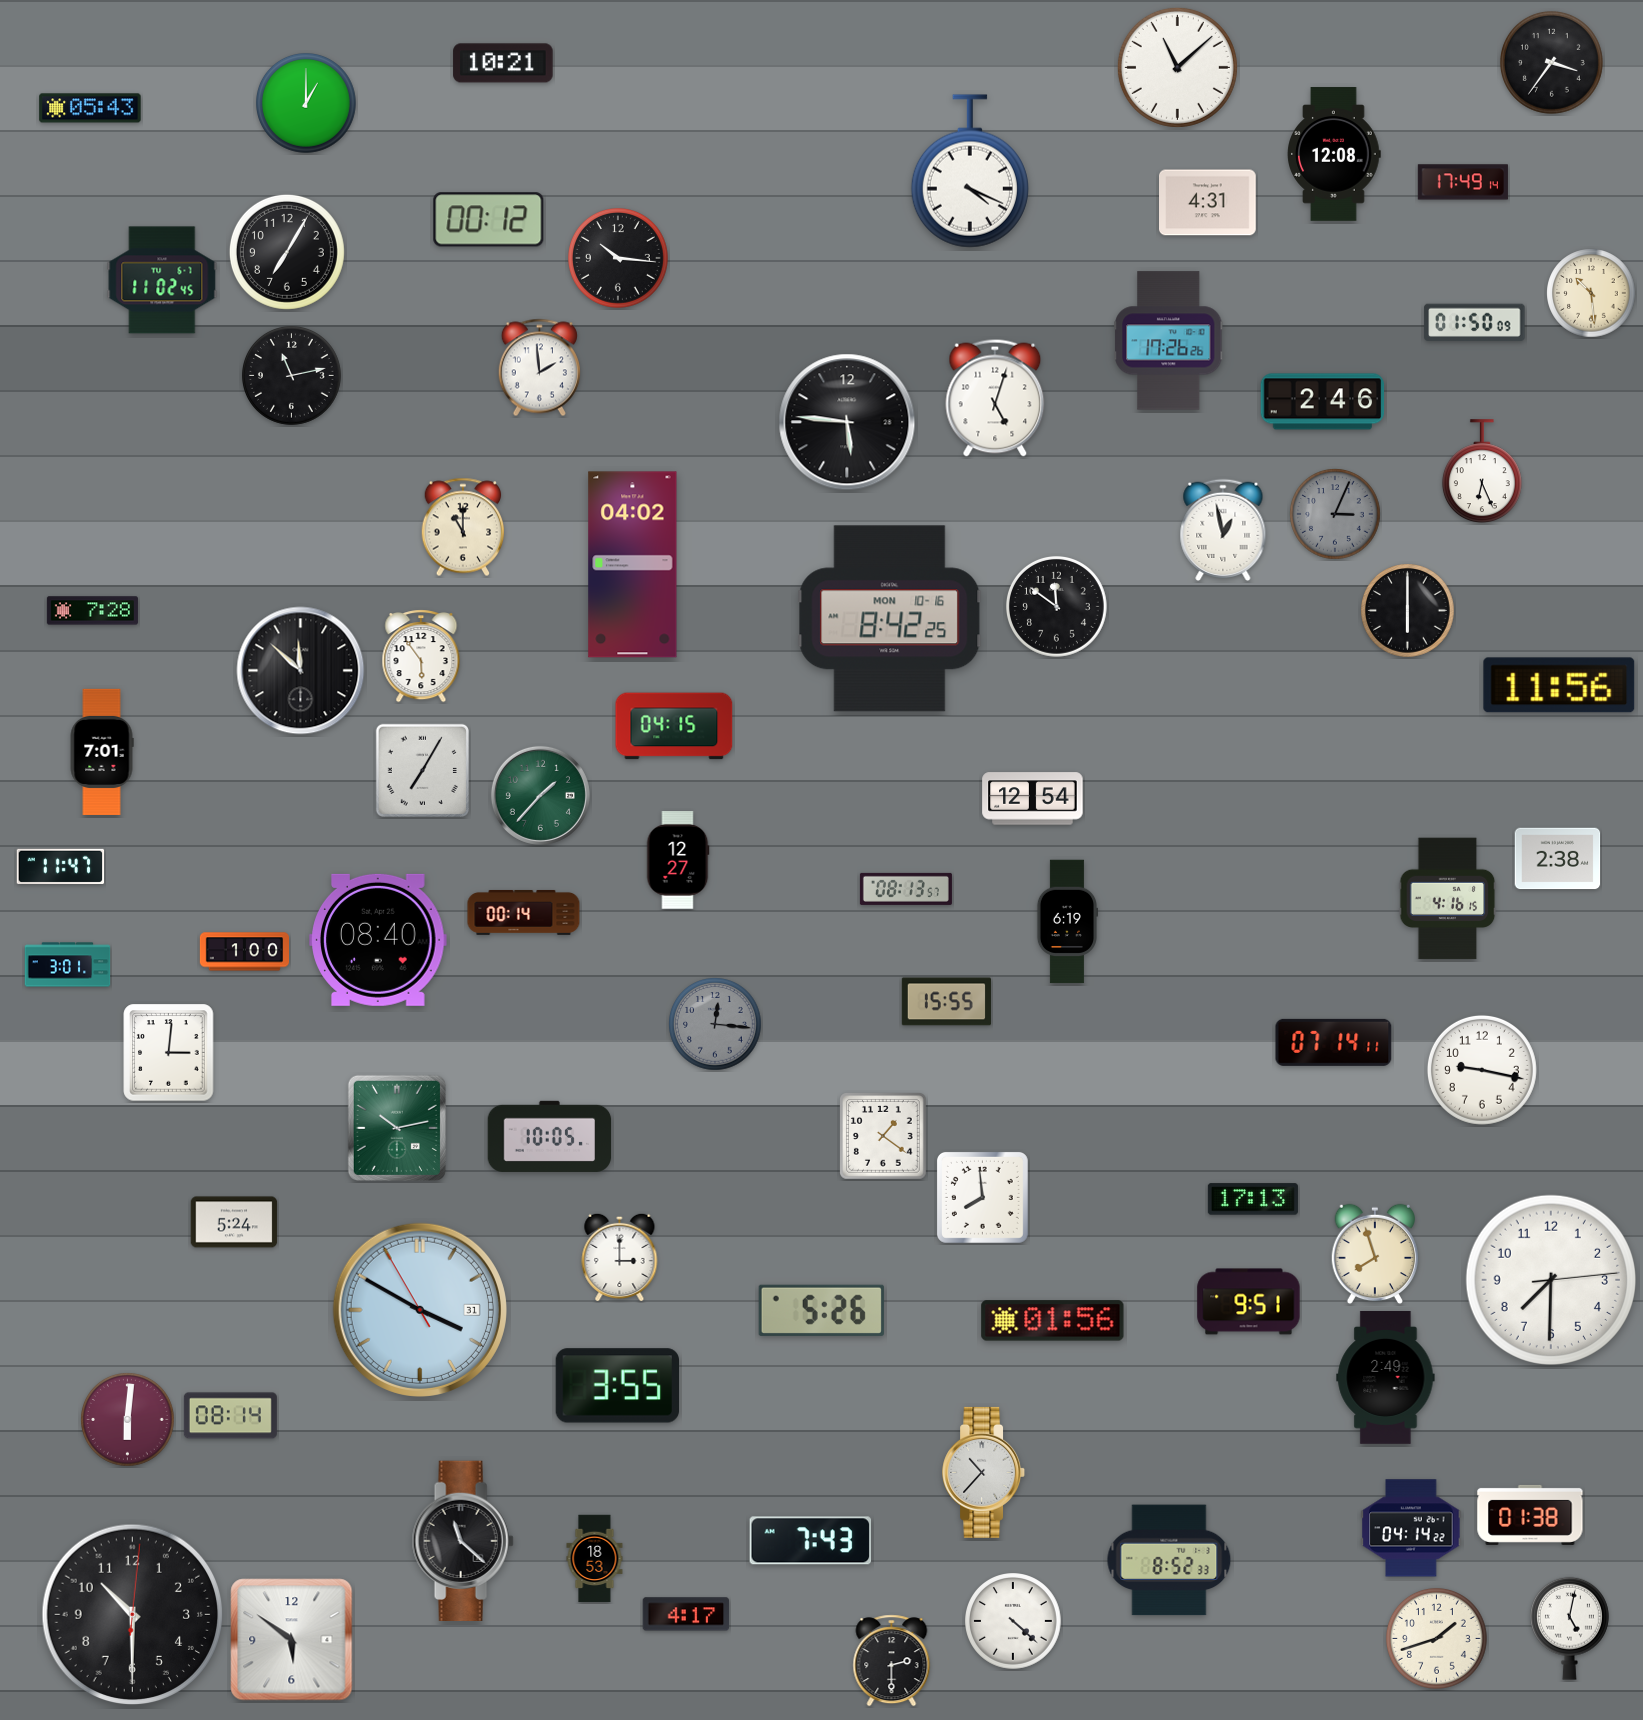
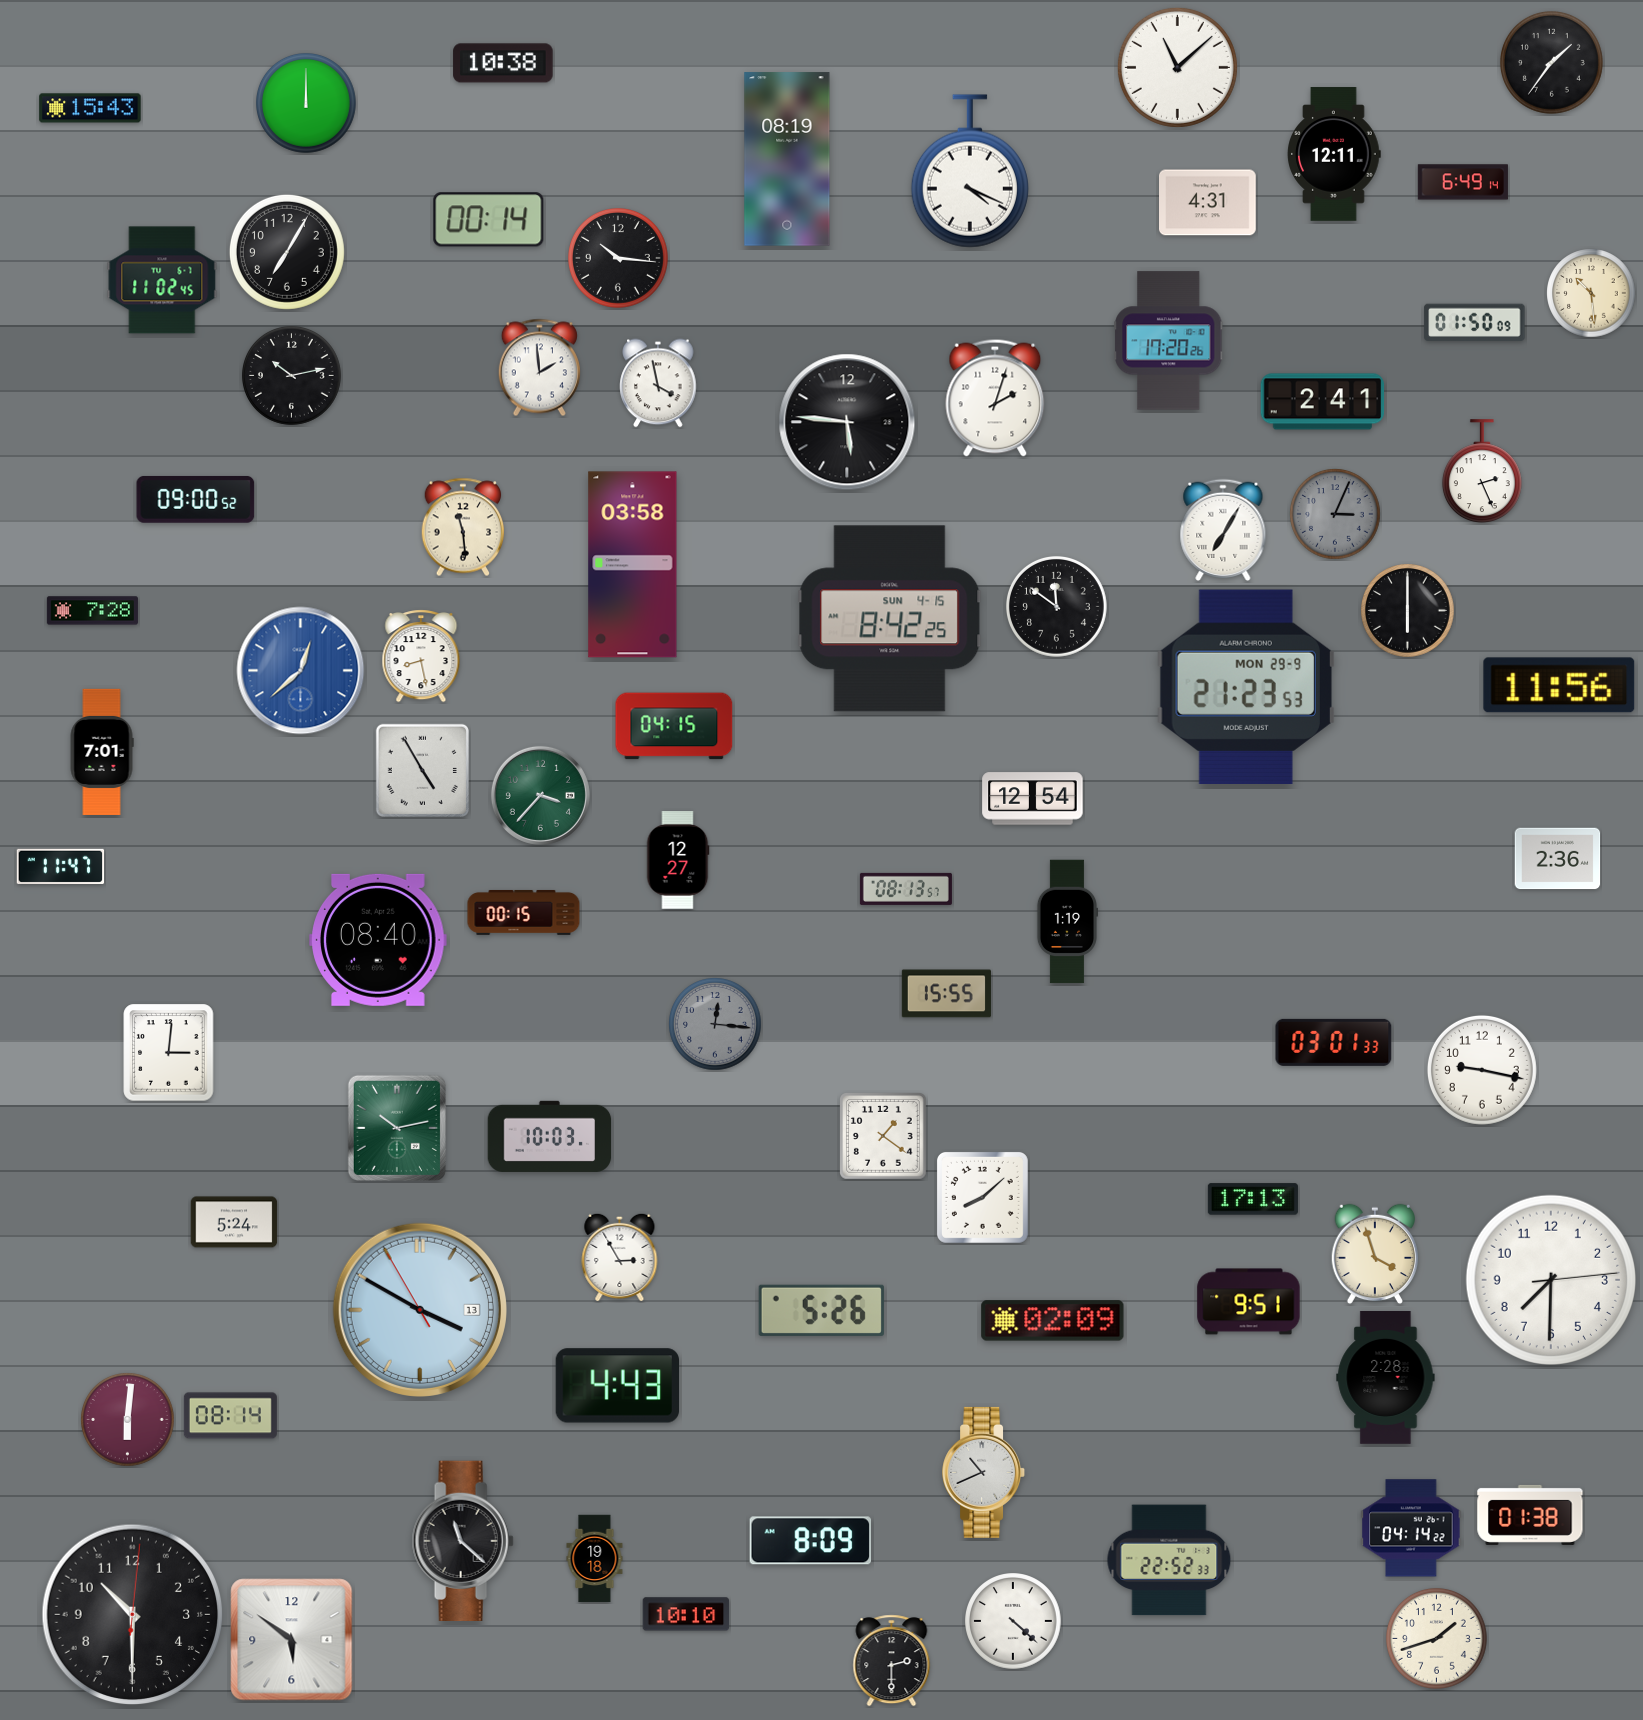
clock at (1551, 62): 3:36 -> 1:36
clock at (503, 63): 10:21 -> 10:38
clock at (307, 104): 1:00 -> 12:00
clock at (90, 108): 05:43 -> 15:43
clock at (1334, 154): 12:08 -> 12:11
clock at (787, 159): none -> 08:19
clock at (1463, 182): 17:49 -> 6:49
clock at (489, 220): 00:12 -> 00:14
clock at (1169, 341): 17:26 -> 17:20
clock at (292, 376): 11:13 -> 10:13
clock at (658, 383): none -> 3:58
clock at (995, 398): 5:03 -> 2:03
clock at (1323, 402): 2:46 -> 2:41
clock at (1482, 472): 6:26 -> 2:26
clock at (196, 499): none -> 09:00
clock at (463, 527): 11:00 -> 11:29
clock at (1223, 530): 12:58 -> 7:05
clock at (633, 565): 04:02 -> 03:58
clock at (890, 619) date: MON 10-16 -> SUN 4-15
clock at (421, 656): 5:54 -> 8:28
clock at (301, 671): 11:52 -> 12:38
clock at (301, 671) dial: black -> blue
clock at (1245, 686): none -> 21:23
clock at (422, 770): 7:05 -> 4:55
clock at (540, 795): 1:37 -> 3:37
clock at (1558, 859): 2:38 -> 2:36
clock at (1448, 899): 4:16 -> none
clock at (524, 912): 00:14 -> 00:15
clock at (1066, 922): 6:19 -> 1:19
clock at (245, 952): 1:00 -> none
clock at (68, 965): 3:01 -> none
clock at (946, 1002) position: (946, 1002) -> (946, 994)
clock at (1334, 1042): 07:14 -> 03:01
clock at (550, 1136): 10:05 -> 10:03
clock at (982, 1197): 7:59 -> 8:08
clock at (1375, 1254): 7:57 -> 3:57
clock at (620, 1257): 3:00 -> 2:55
clock at (420, 1310) date: 31 -> 13
clock at (1053, 1321): 01:56 -> 02:09
clock at (1386, 1378): 2:49 -> 2:28
clock at (617, 1386): 3:55 -> 4:43
clock at (984, 1472): 10:37 -> 10:41
clock at (811, 1541): 7:43 -> 8:09
clock at (595, 1559): 18:53 -> 19:18
clock at (1169, 1560): 8:52 -> 22:52
clock at (686, 1614): 4:17 -> 10:10
clock at (1569, 1628): 5:02 -> none
